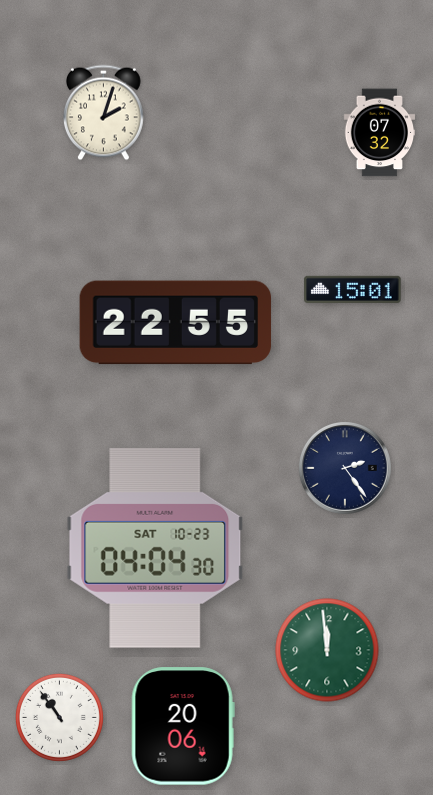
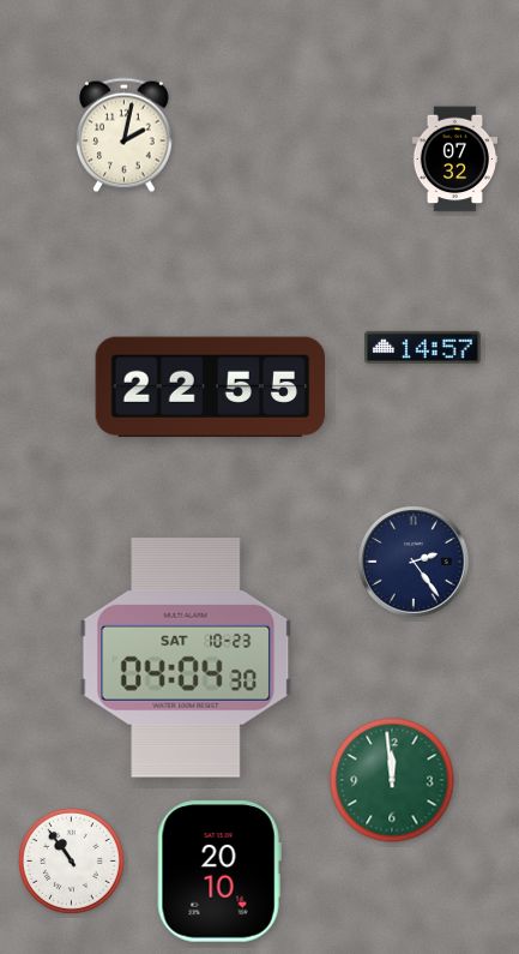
clock at (103, 113): 2:03 -> 2:02
clock at (353, 289): 15:01 -> 14:57
clock at (183, 726): 20:06 -> 20:10
